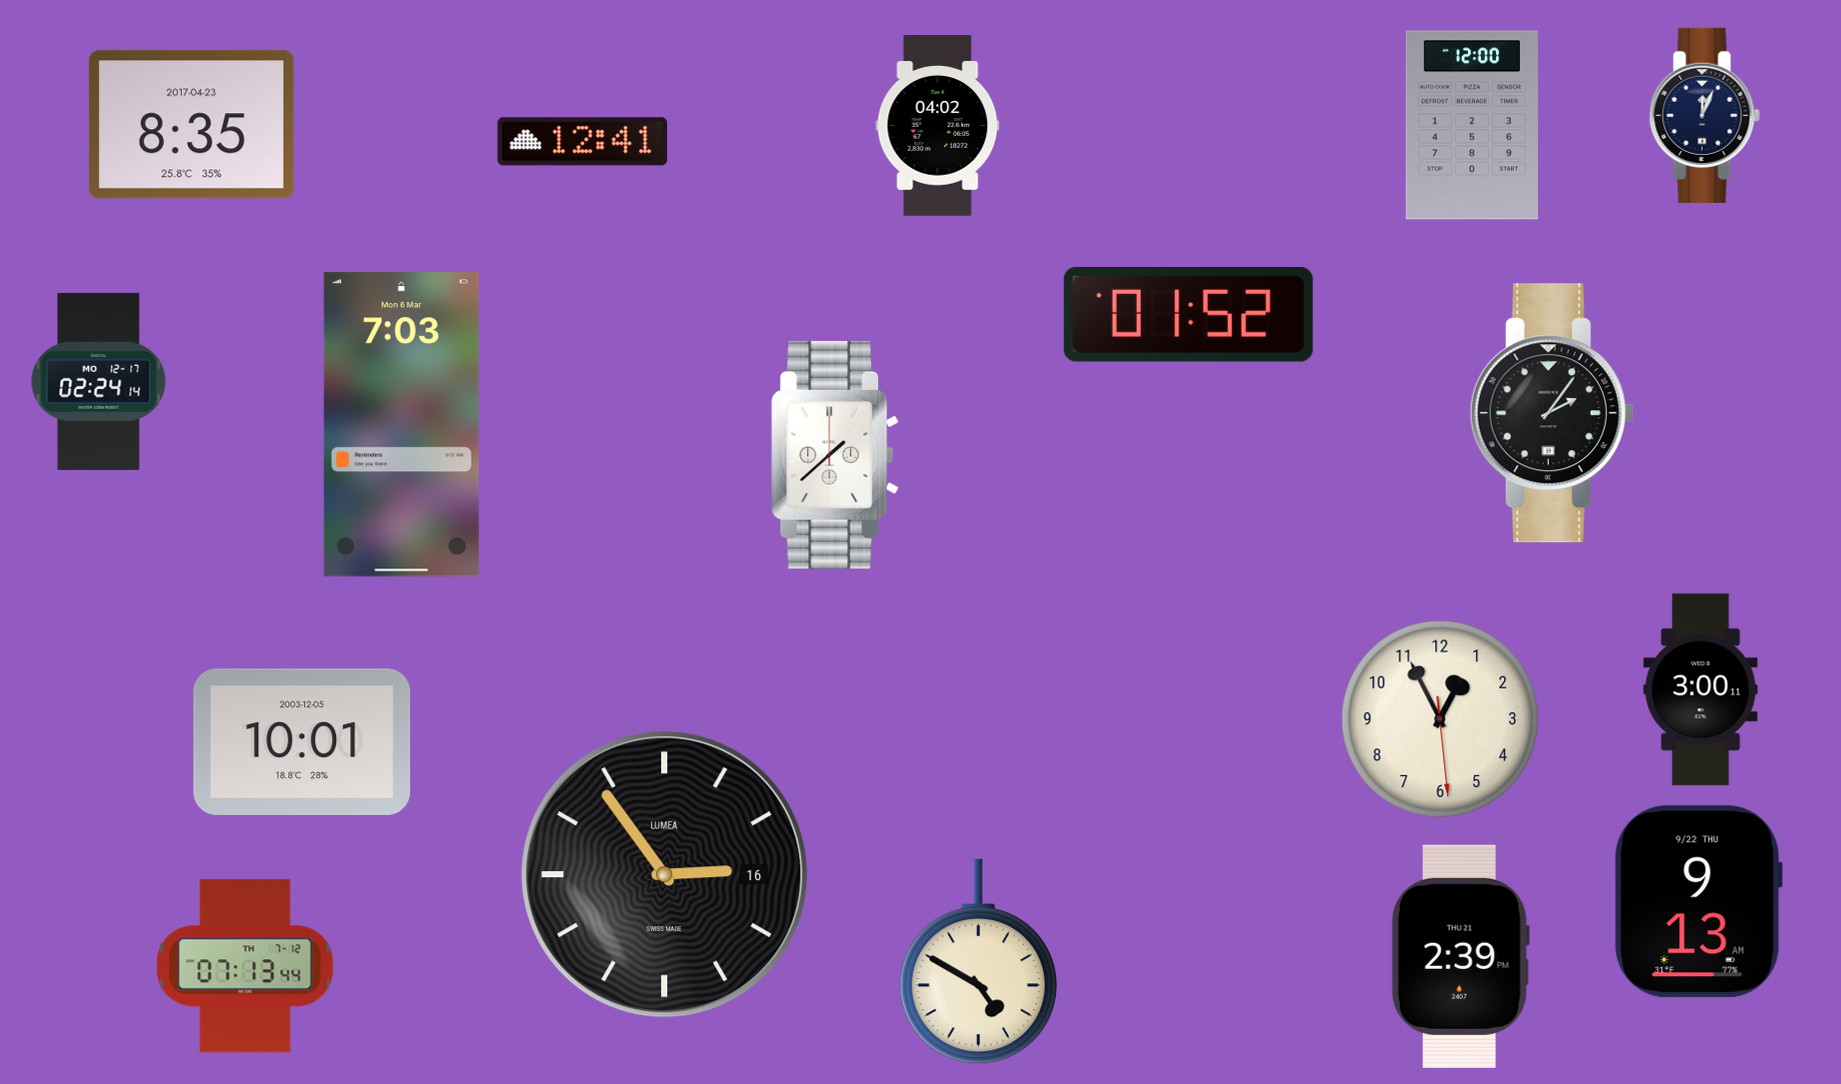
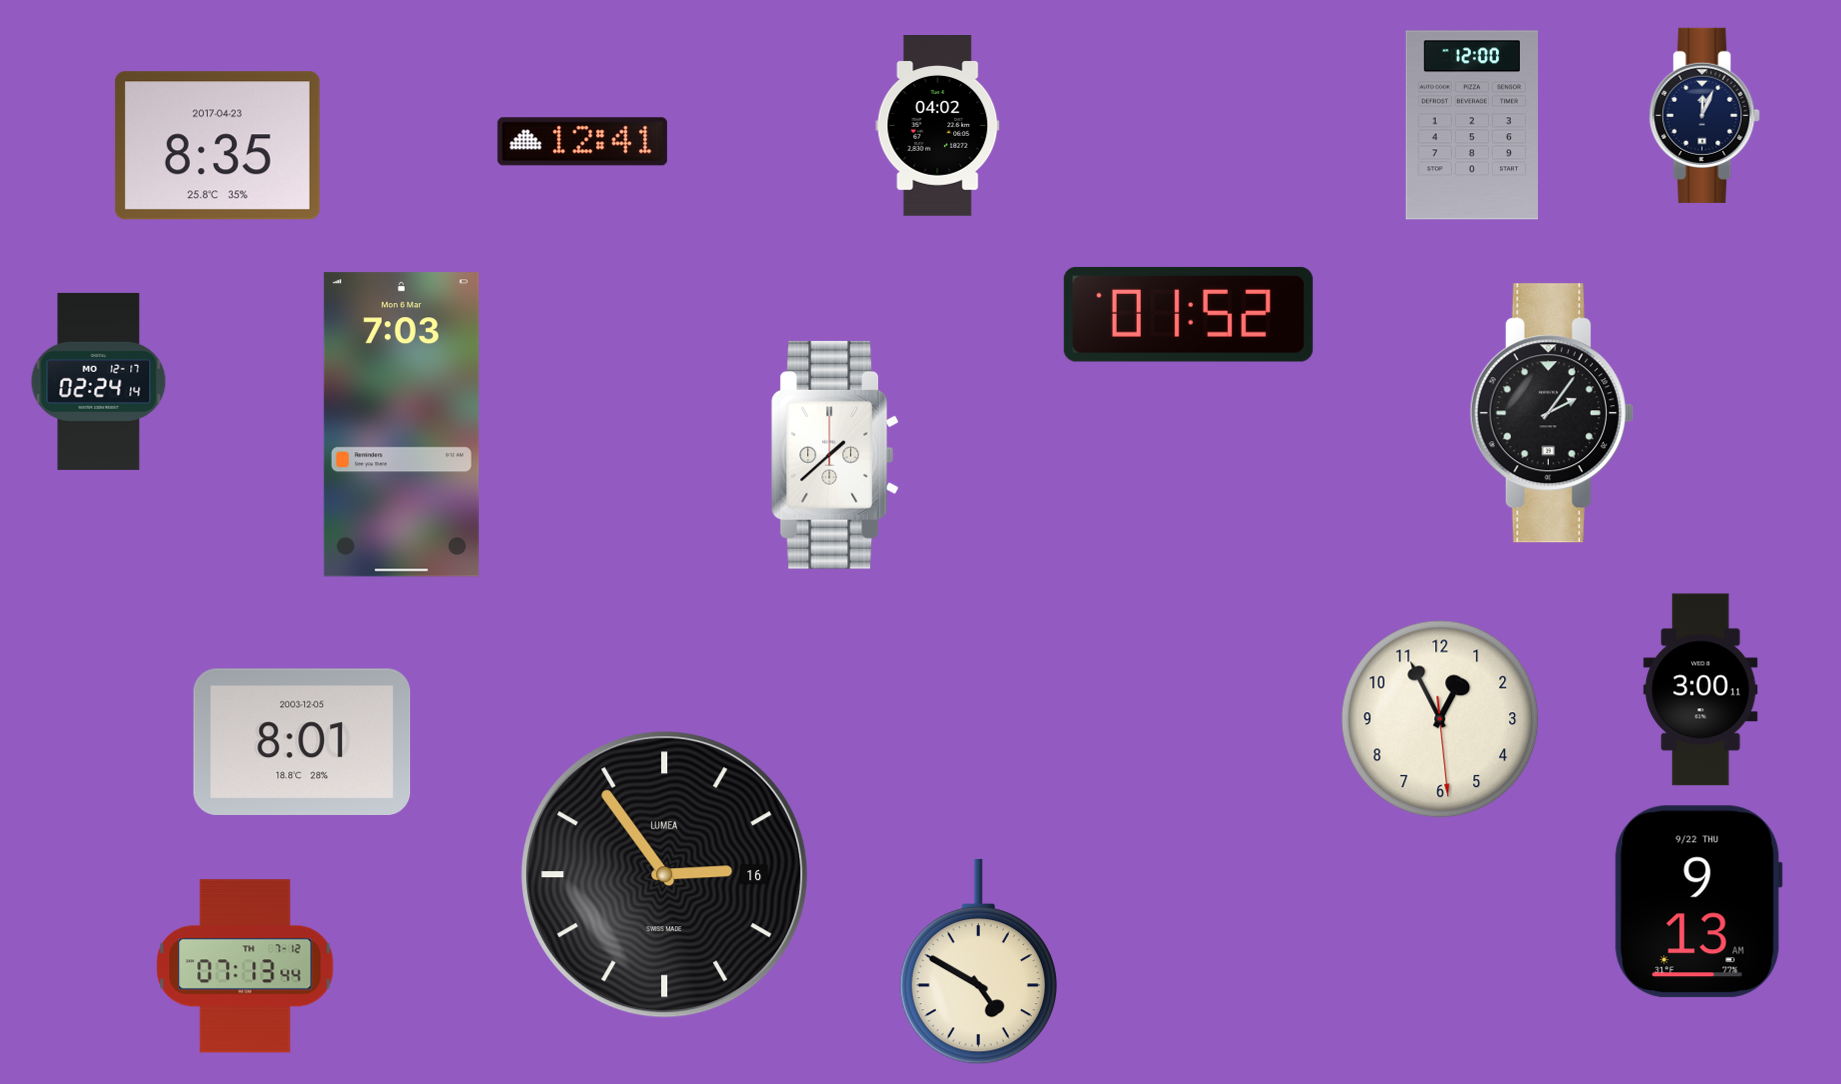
clock at (191, 125) position: (191, 125) -> (217, 146)
clock at (302, 741): 10:01 -> 8:01
clock at (1460, 956): 2:39 -> none
